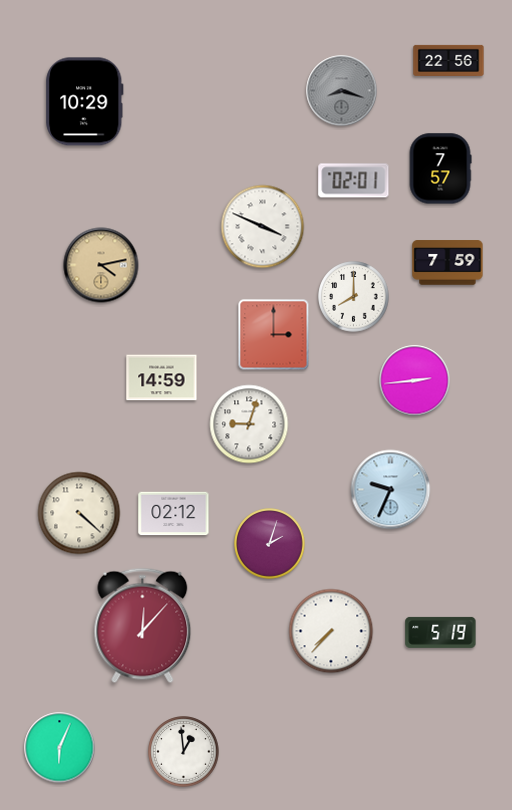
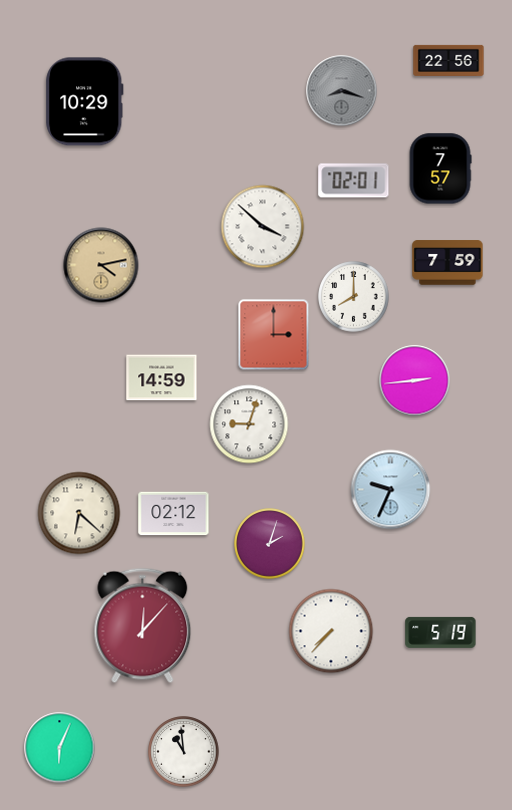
clock at (263, 227): 3:49 -> 3:52
clock at (79, 513): 4:22 -> 6:22
clock at (184, 752): 12:59 -> 10:59
